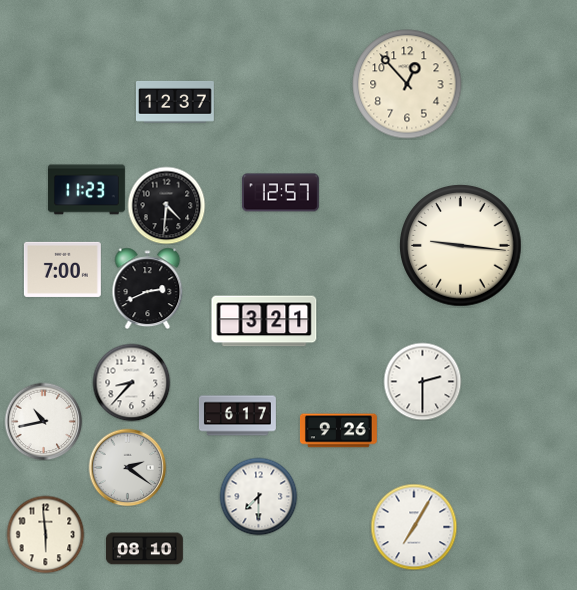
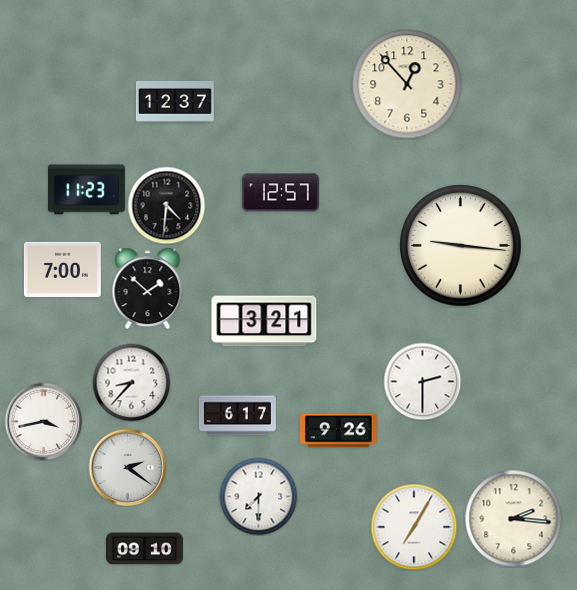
clock at (148, 288): 2:41 -> 1:52
clock at (43, 421): 10:43 -> 3:43
clock at (513, 518): none -> 2:16
clock at (45, 534): 5:59 -> none
clock at (144, 549): 08:10 -> 09:10
